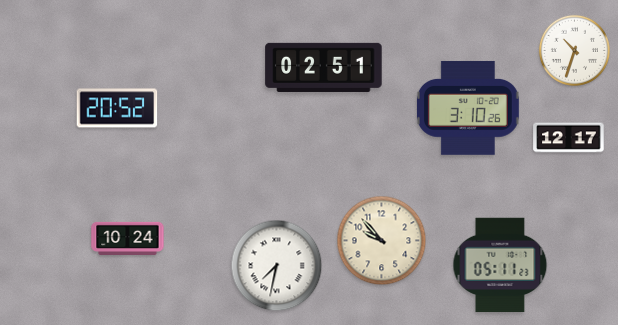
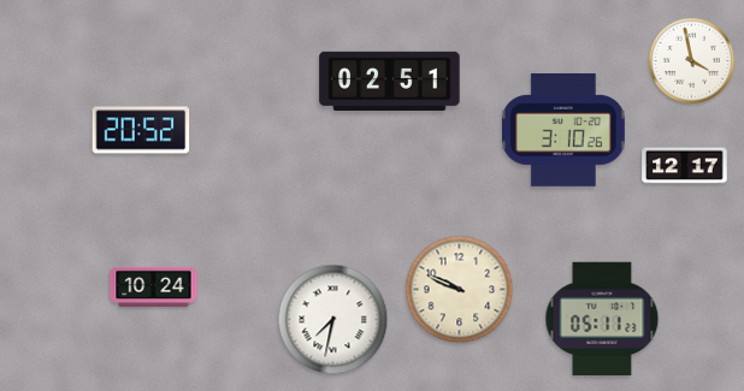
clock at (574, 50): 10:33 -> 3:58
clock at (382, 241): 9:53 -> 9:49
